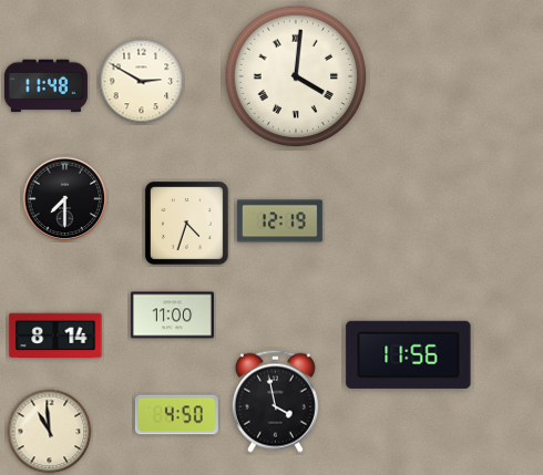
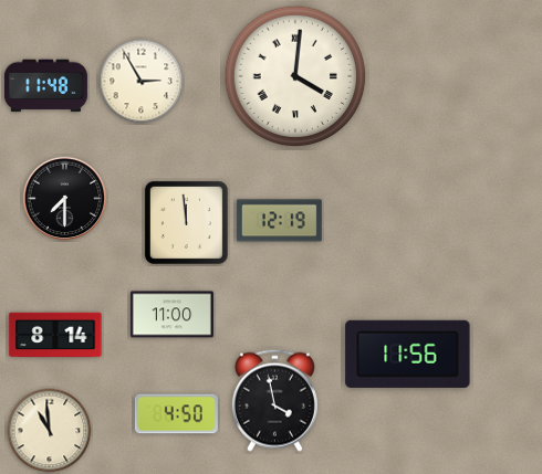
clock at (142, 82): 2:50 -> 2:55
clock at (186, 223): 4:33 -> 11:59
